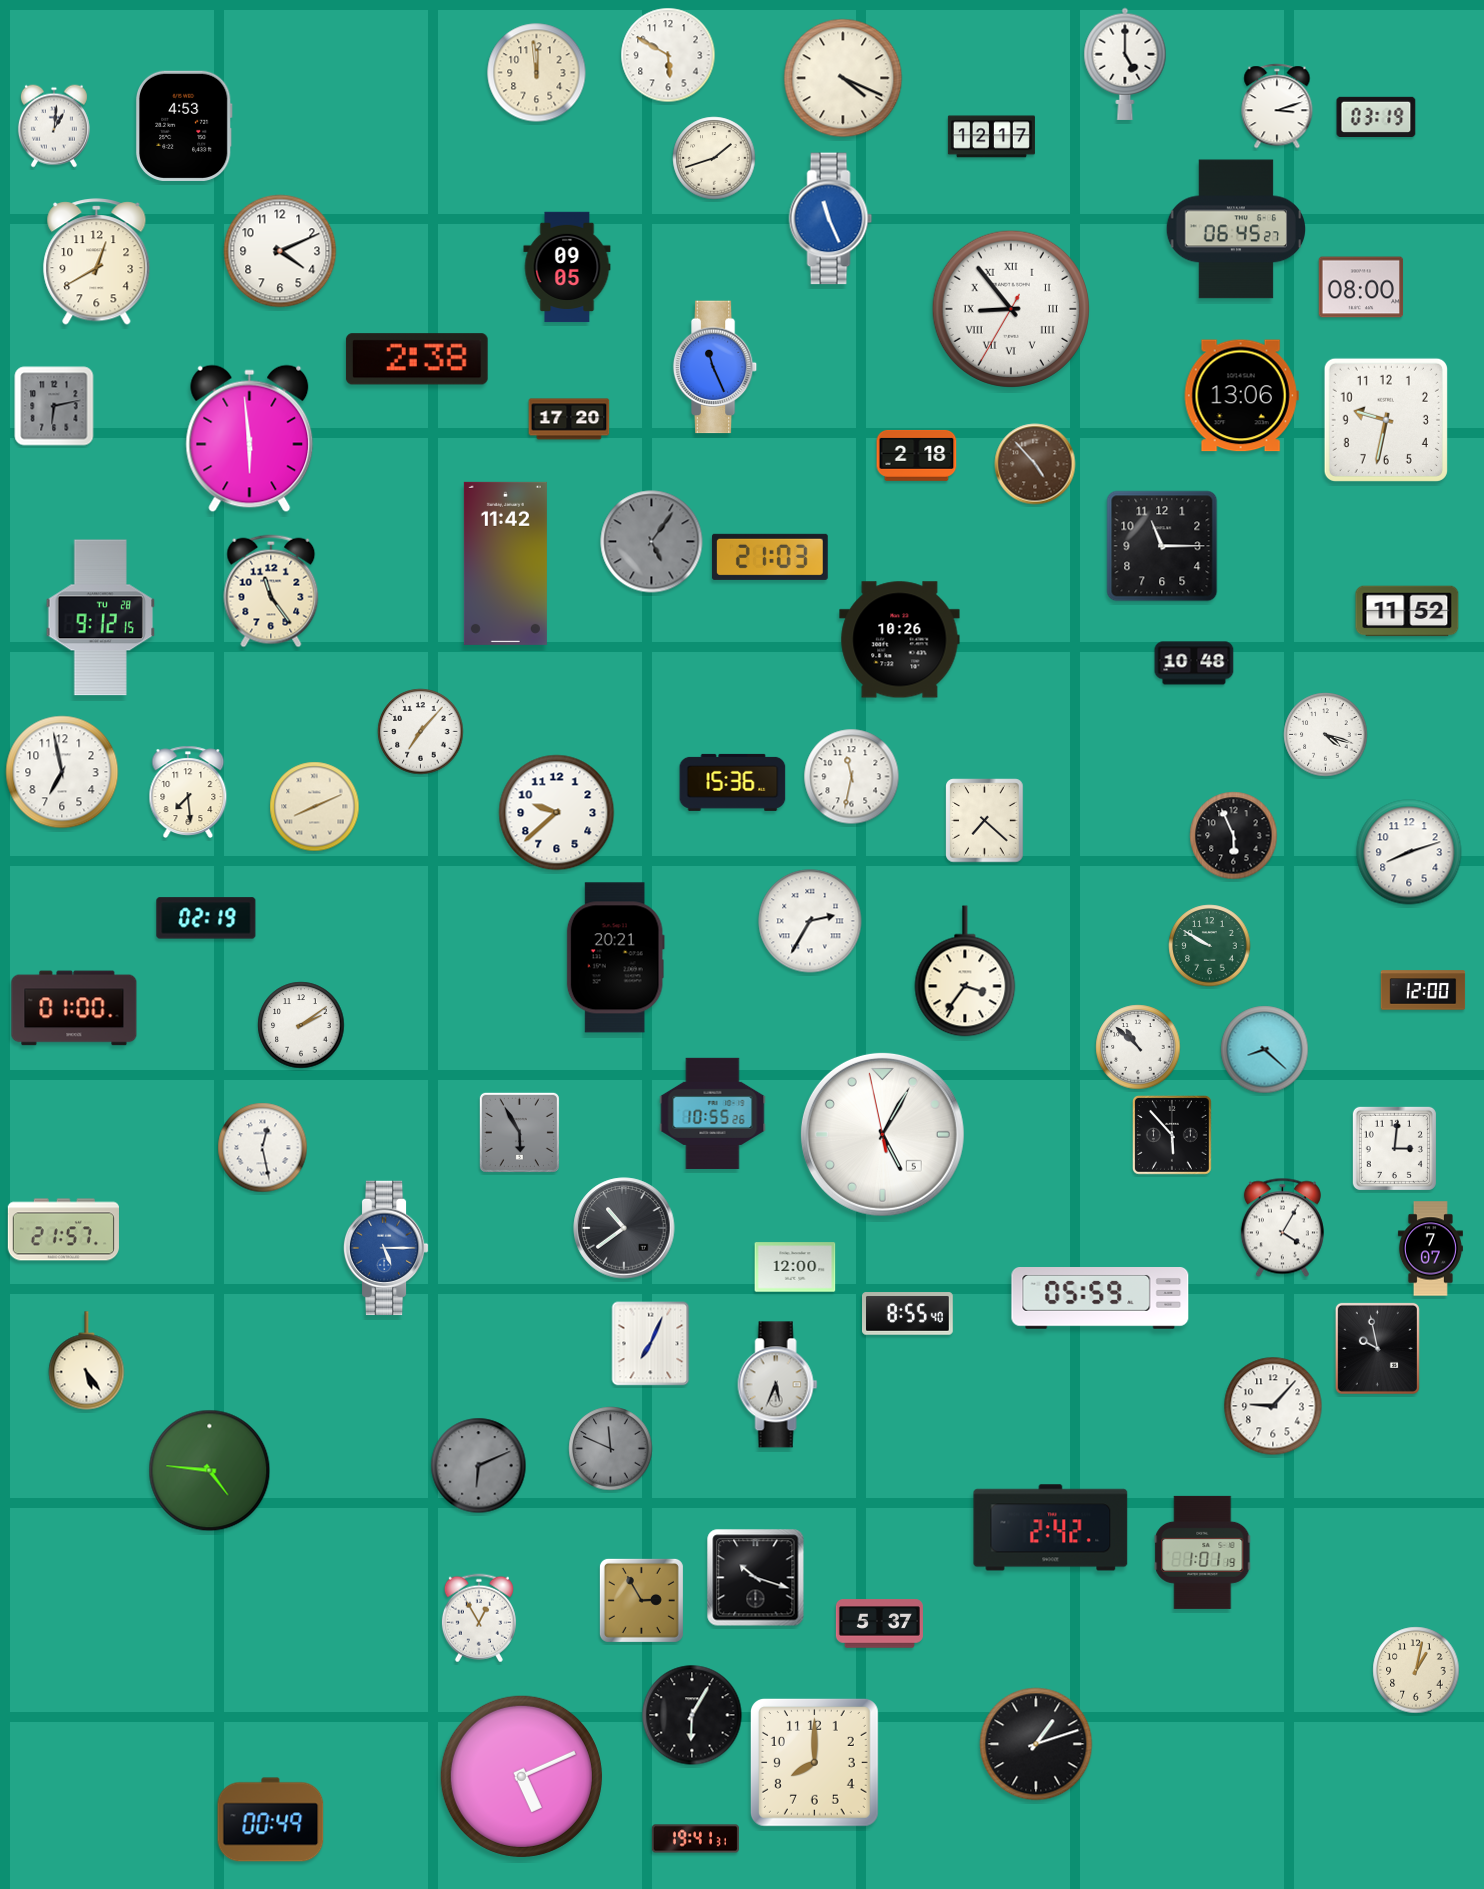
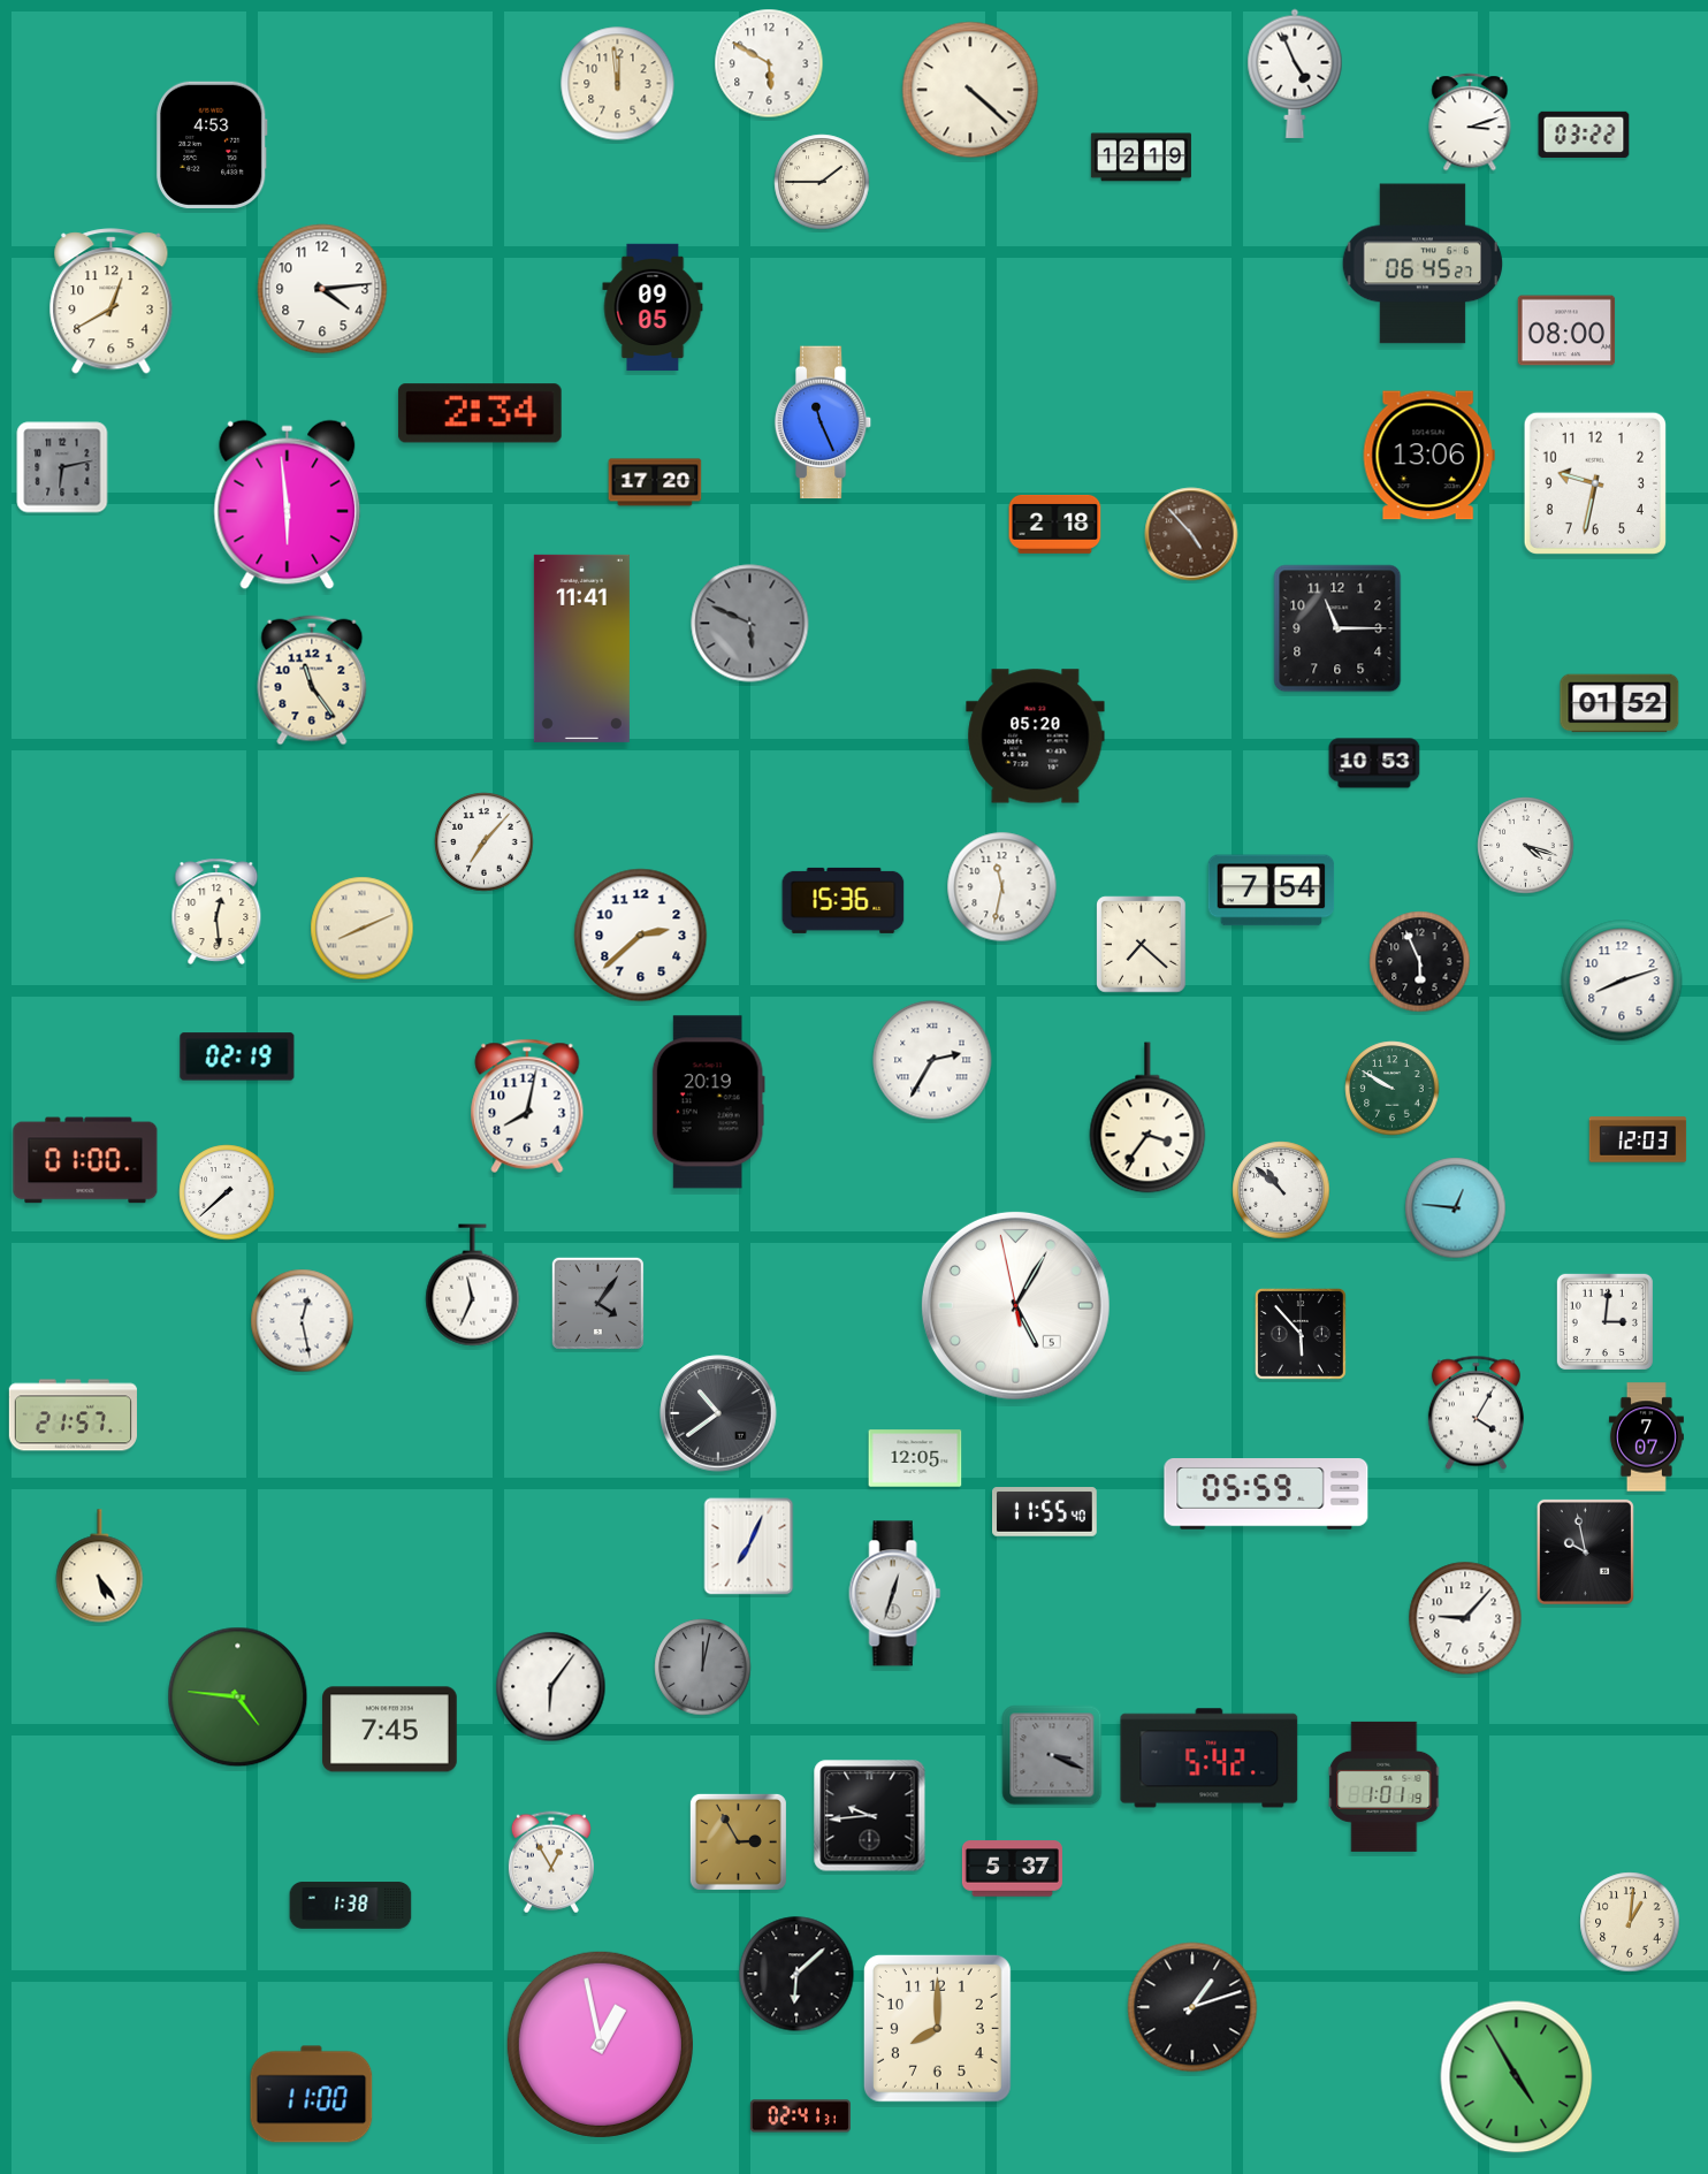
clock at (1125, 64): 5:00 -> 4:56
clock at (843, 78): 4:19 -> 4:22
clock at (1376, 116): 03:19 -> 03:22
clock at (54, 126): 1:01 -> none
clock at (991, 137): 12:17 -> 12:19
clock at (714, 158): 1:42 -> 1:45
clock at (831, 219): 11:26 -> none
clock at (280, 251): 4:11 -> 4:14
clock at (1011, 309): 8:53 -> none
clock at (417, 359): 2:38 -> 2:34
clock at (652, 542): 5:06 -> 5:49
clock at (770, 557): 21:03 -> none
clock at (505, 563): 11:42 -> 11:41
clock at (1407, 611): 11:52 -> 01:52
clock at (101, 618): 9:12 -> none
clock at (900, 640): 10:26 -> 05:20
clock at (1194, 663): 10:48 -> 10:53
clock at (62, 772): 6:58 -> none
clock at (1272, 891): none -> 7:54
clock at (852, 777) position: (852, 777) -> (1002, 887)
clock at (188, 792): 7:29 -> 12:29
clock at (557, 813): 9:38 -> 2:38
clock at (985, 821) position: (985, 821) -> (1142, 945)
clock at (615, 958): 20:21 -> 20:19
clock at (527, 1106): none -> 8:02
clock at (965, 971) position: (965, 971) -> (1147, 1117)
clock at (1423, 990): 12:00 -> 12:03
clock at (301, 1025): 2:09 -> none
clock at (227, 1192): none -> 7:38
clock at (1138, 1047) position: (1138, 1047) -> (1281, 1190)
clock at (1265, 1050): 8:22 -> 12:46
clock at (713, 1113): 10:55 -> none
clock at (473, 1286): none -> 11:34
clock at (519, 1132): 5:55 -> 4:06
clock at (1172, 1135) position: (1172, 1135) -> (1301, 1334)
clock at (386, 1248): 5:15 -> none
clock at (795, 1267): 12:00 -> 12:05
clock at (908, 1314): 8:55 -> 11:55
clock at (778, 1385): 5:34 -> 12:33
clock at (611, 1449): 11:49 -> 12:02
clock at (479, 1466): 6:11 -> 6:06
clock at (479, 1466) dial: grey -> white
clock at (210, 1471) position: (210, 1471) -> (238, 1698)
clock at (390, 1730): none -> 7:45
clock at (1052, 1755): none -> 3:19
clock at (1051, 1528): 2:42 -> 5:42
clock at (756, 1578): 10:18 -> 9:44
clock at (351, 1906): none -> 1:38
clock at (1416, 1670): 1:02 -> 1:01
clock at (692, 1715): 6:05 -> 6:08
clock at (521, 1776): 5:11 -> 12:58
clock at (1517, 2077): none -> 4:55
clock at (271, 1820): 00:49 -> 11:00
clock at (695, 1839): 19:41 -> 02:41
